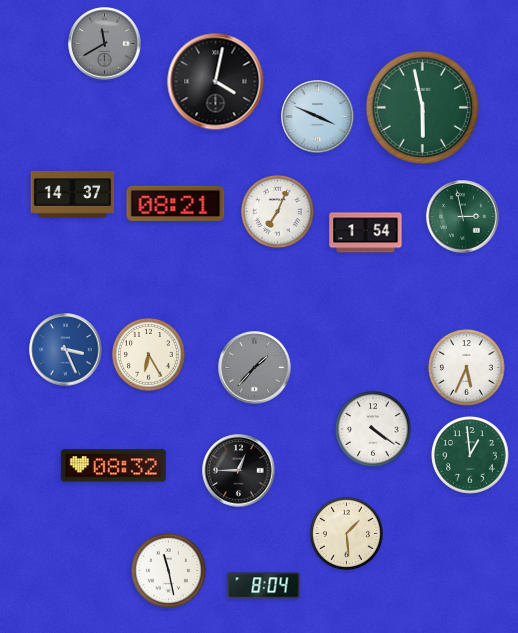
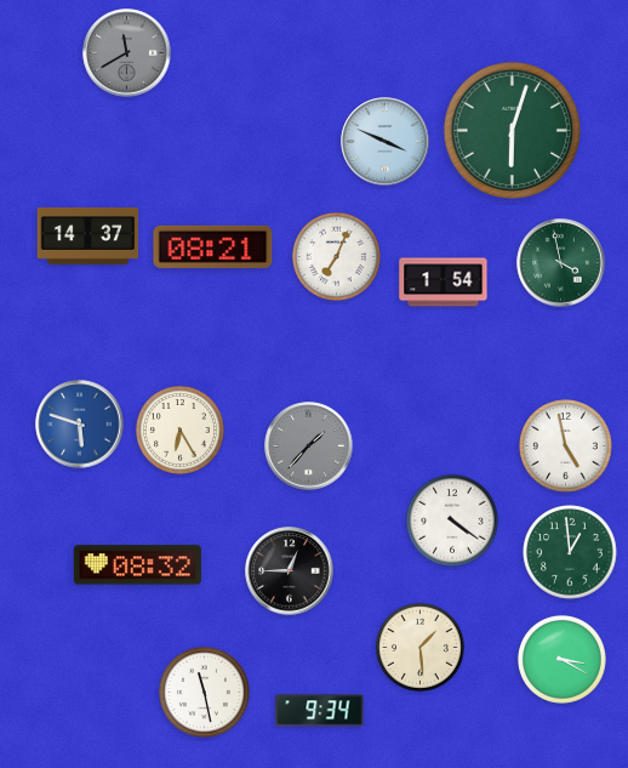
clock at (216, 82): 4:02 -> none
clock at (422, 107): 5:58 -> 6:03
clock at (463, 217): 2:58 -> 3:58
clock at (66, 350): 3:26 -> 5:48
clock at (467, 368): 5:34 -> 4:58
clock at (561, 659): none -> 3:20
clock at (264, 586): 8:04 -> 9:34
